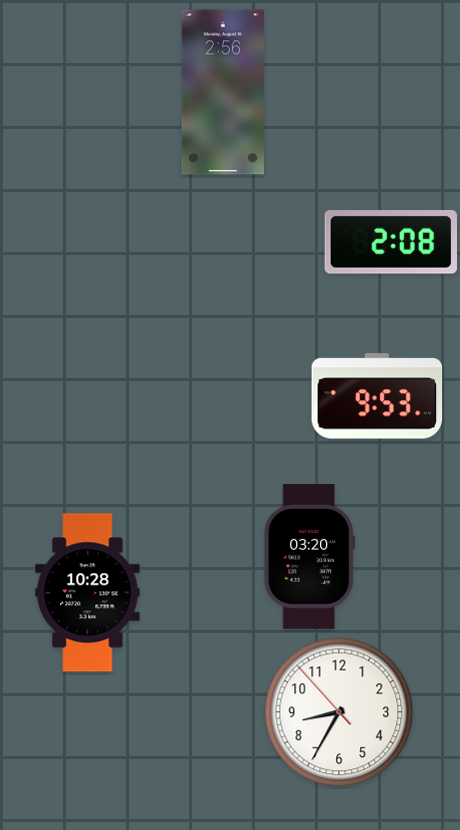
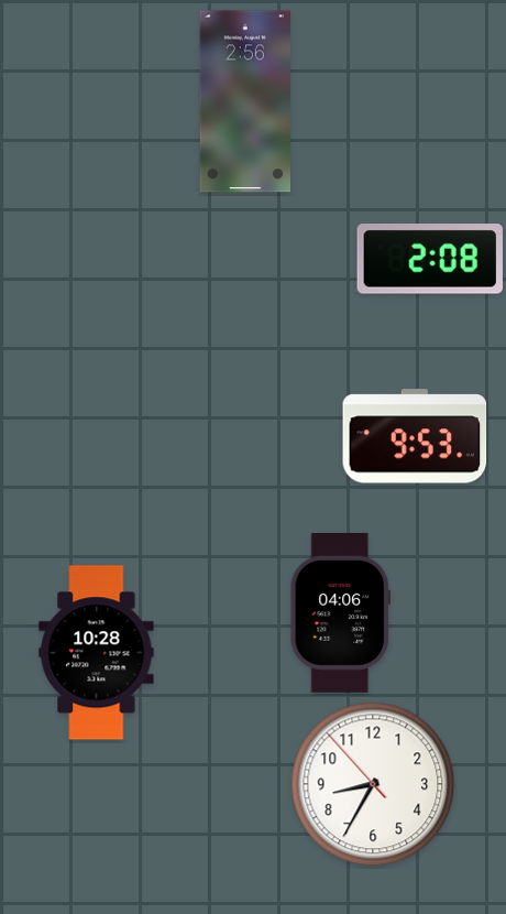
clock at (390, 242) position: (390, 242) -> (429, 259)
clock at (309, 556): 03:20 -> 04:06
